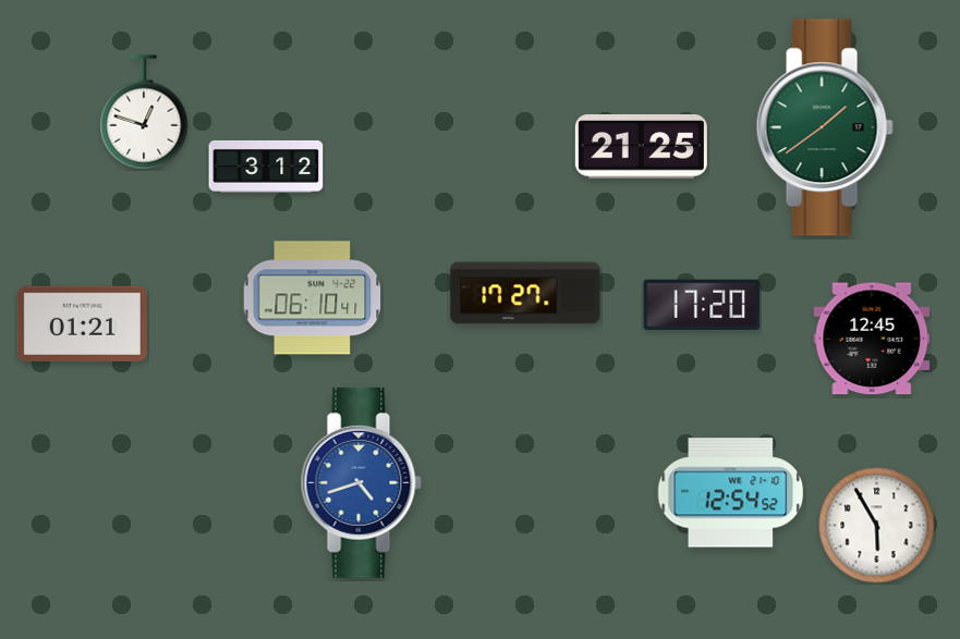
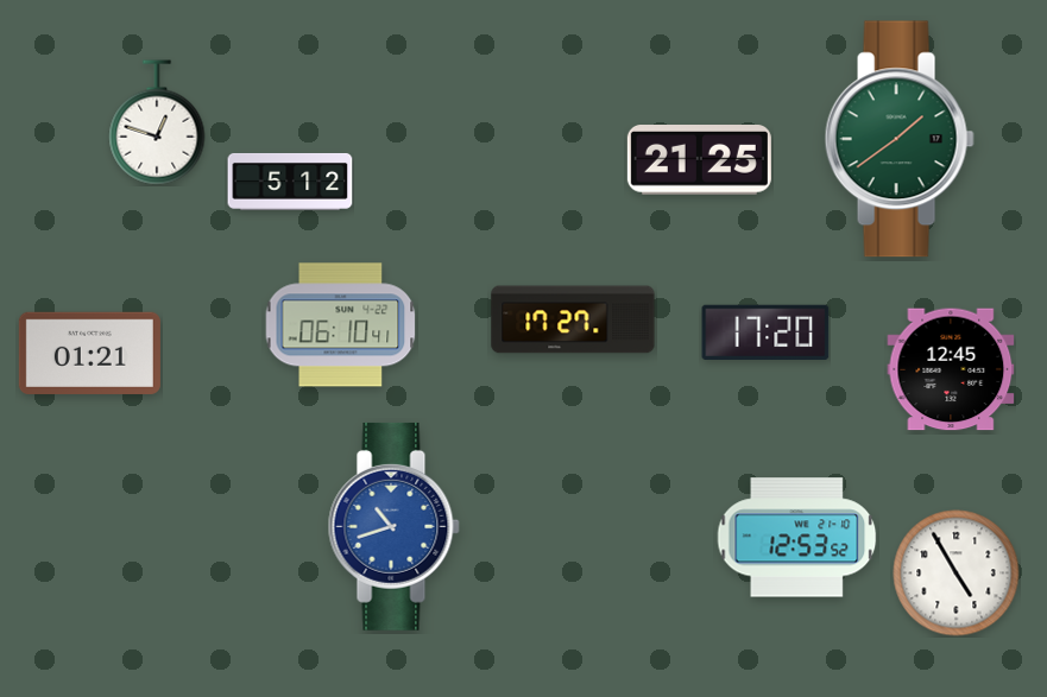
clock at (266, 167): 3:12 -> 5:12
clock at (361, 482): 4:42 -> 10:42
clock at (731, 493): 12:54 -> 12:53
clock at (877, 526): 5:55 -> 4:55
